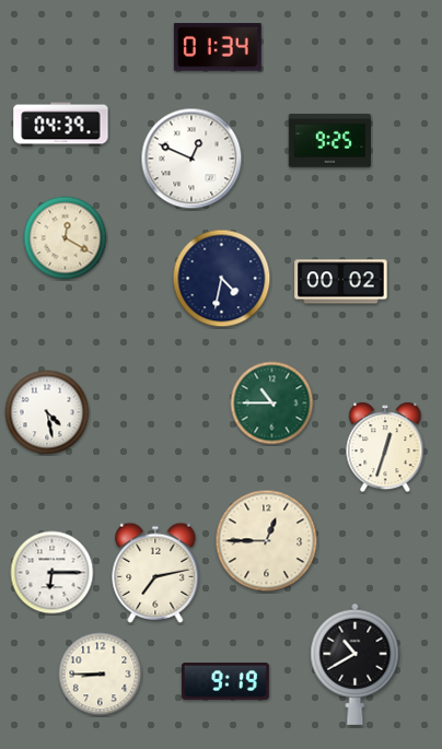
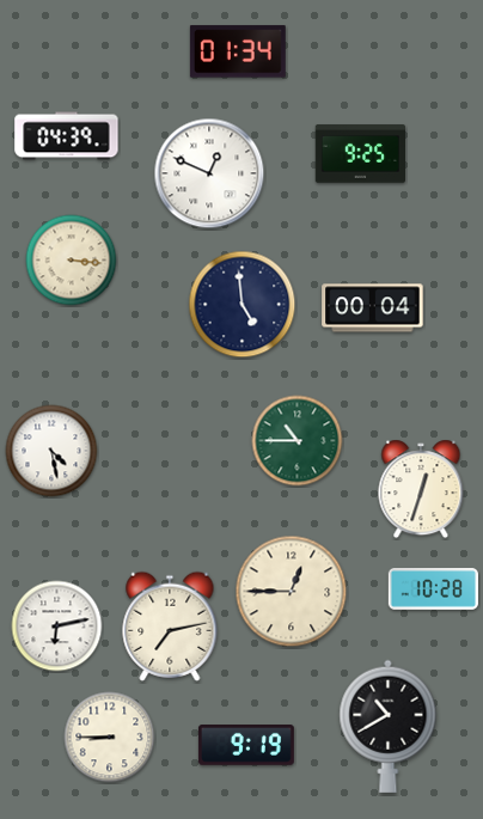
clock at (66, 238): 12:20 -> 3:16
clock at (222, 279): 4:32 -> 4:59
clock at (341, 282): 00:02 -> 00:04
clock at (433, 589): none -> 10:28
clock at (53, 573): 6:15 -> 6:13
